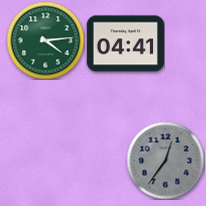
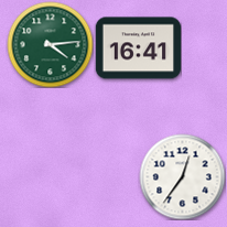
clock at (125, 44): 04:41 -> 16:41
clock at (165, 160) dial: grey -> white
